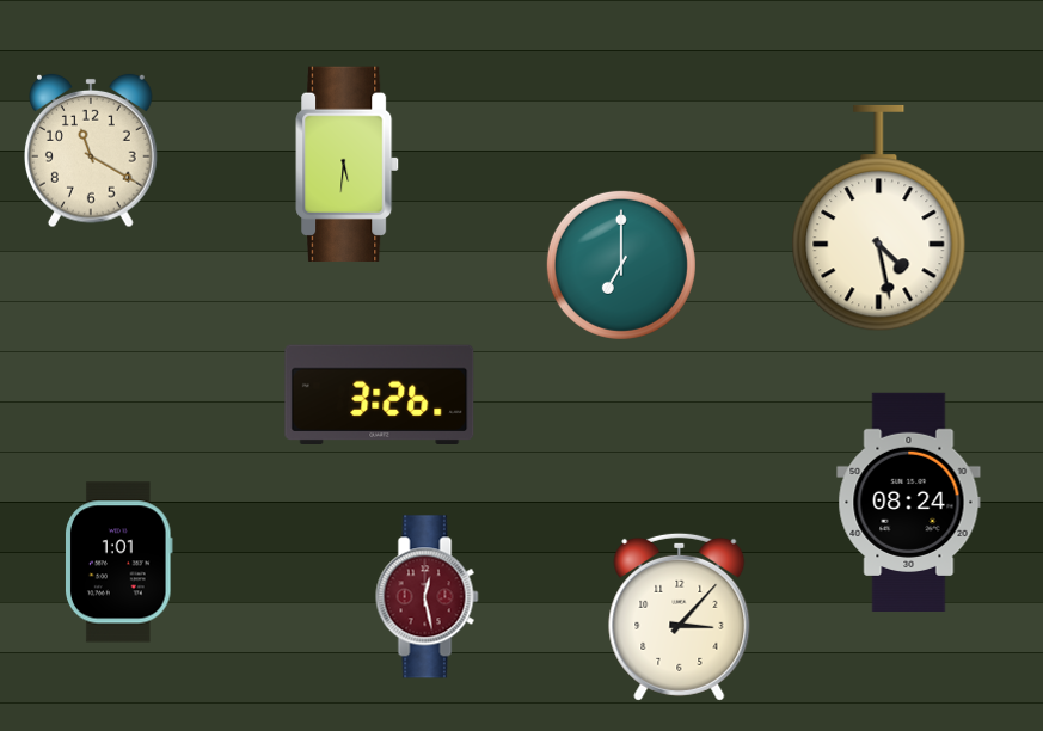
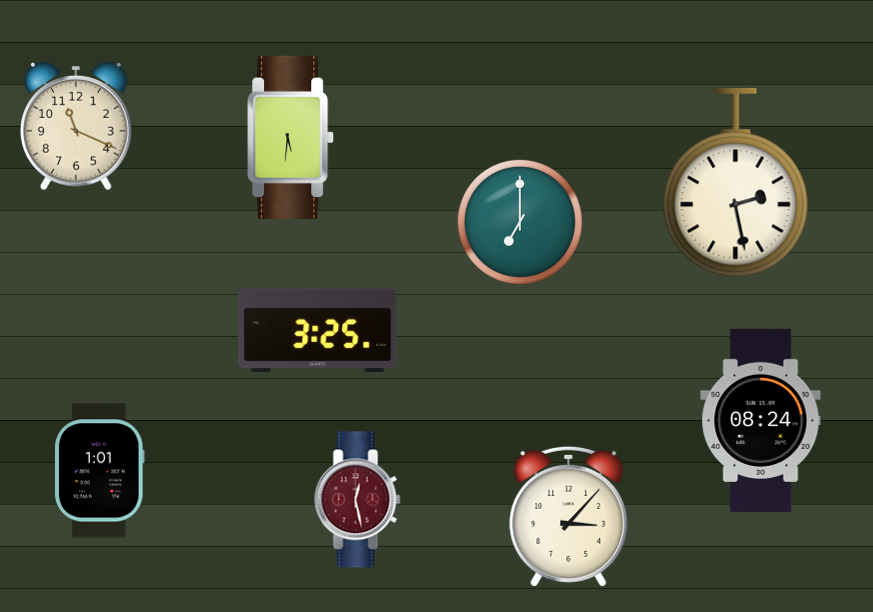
clock at (92, 150): 11:20 -> 11:19
clock at (879, 219): 4:28 -> 2:28
clock at (380, 395): 3:26 -> 3:25
